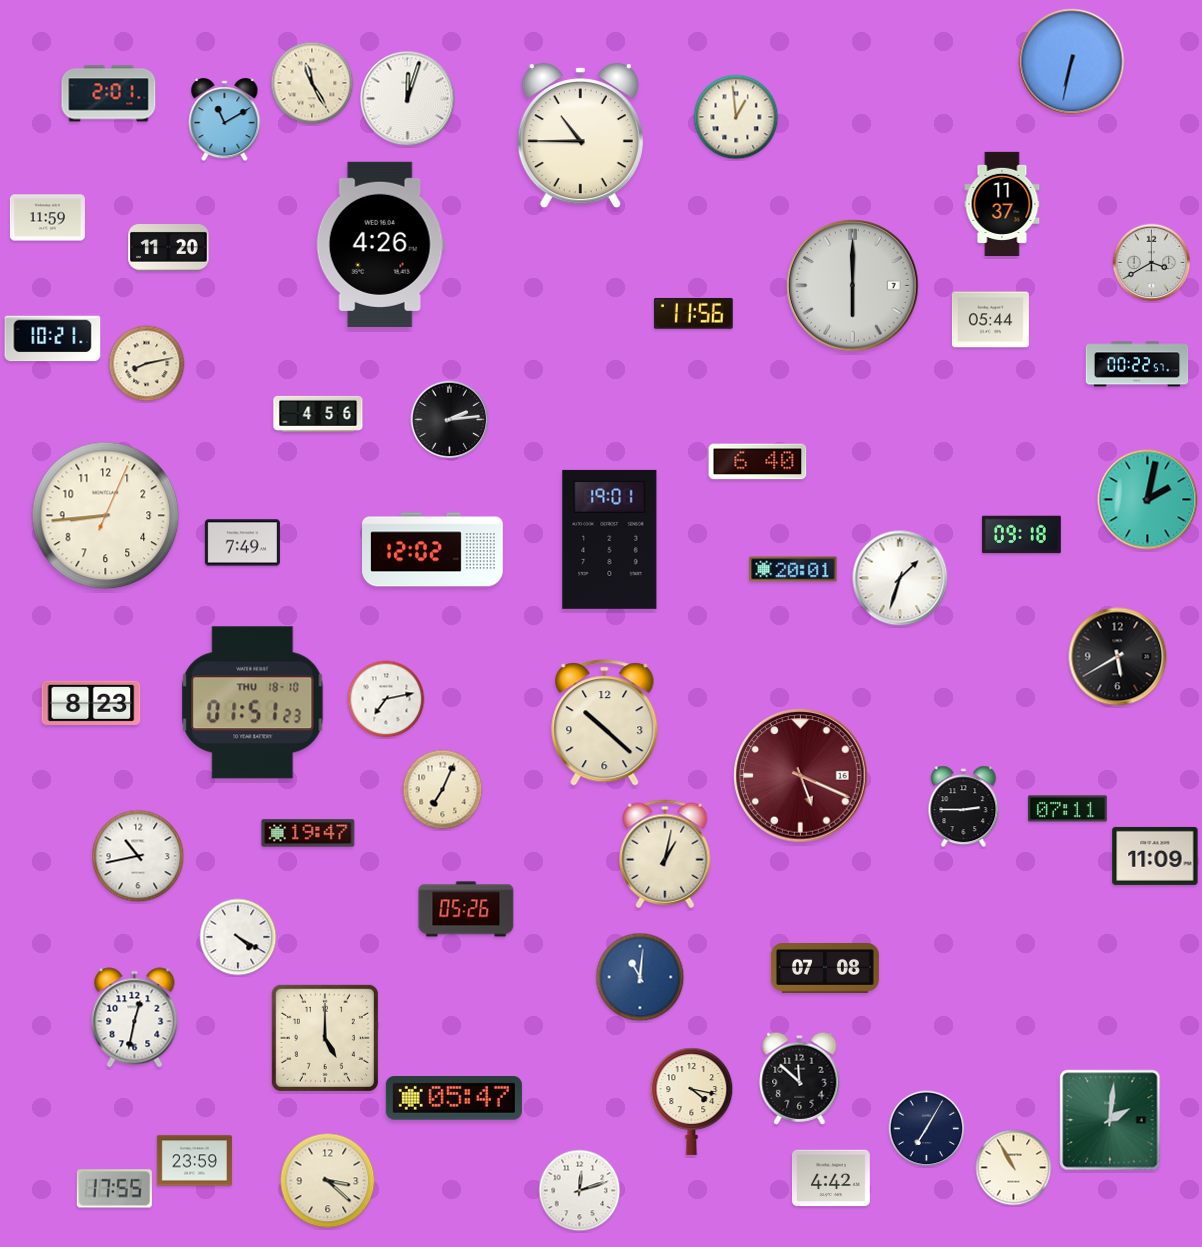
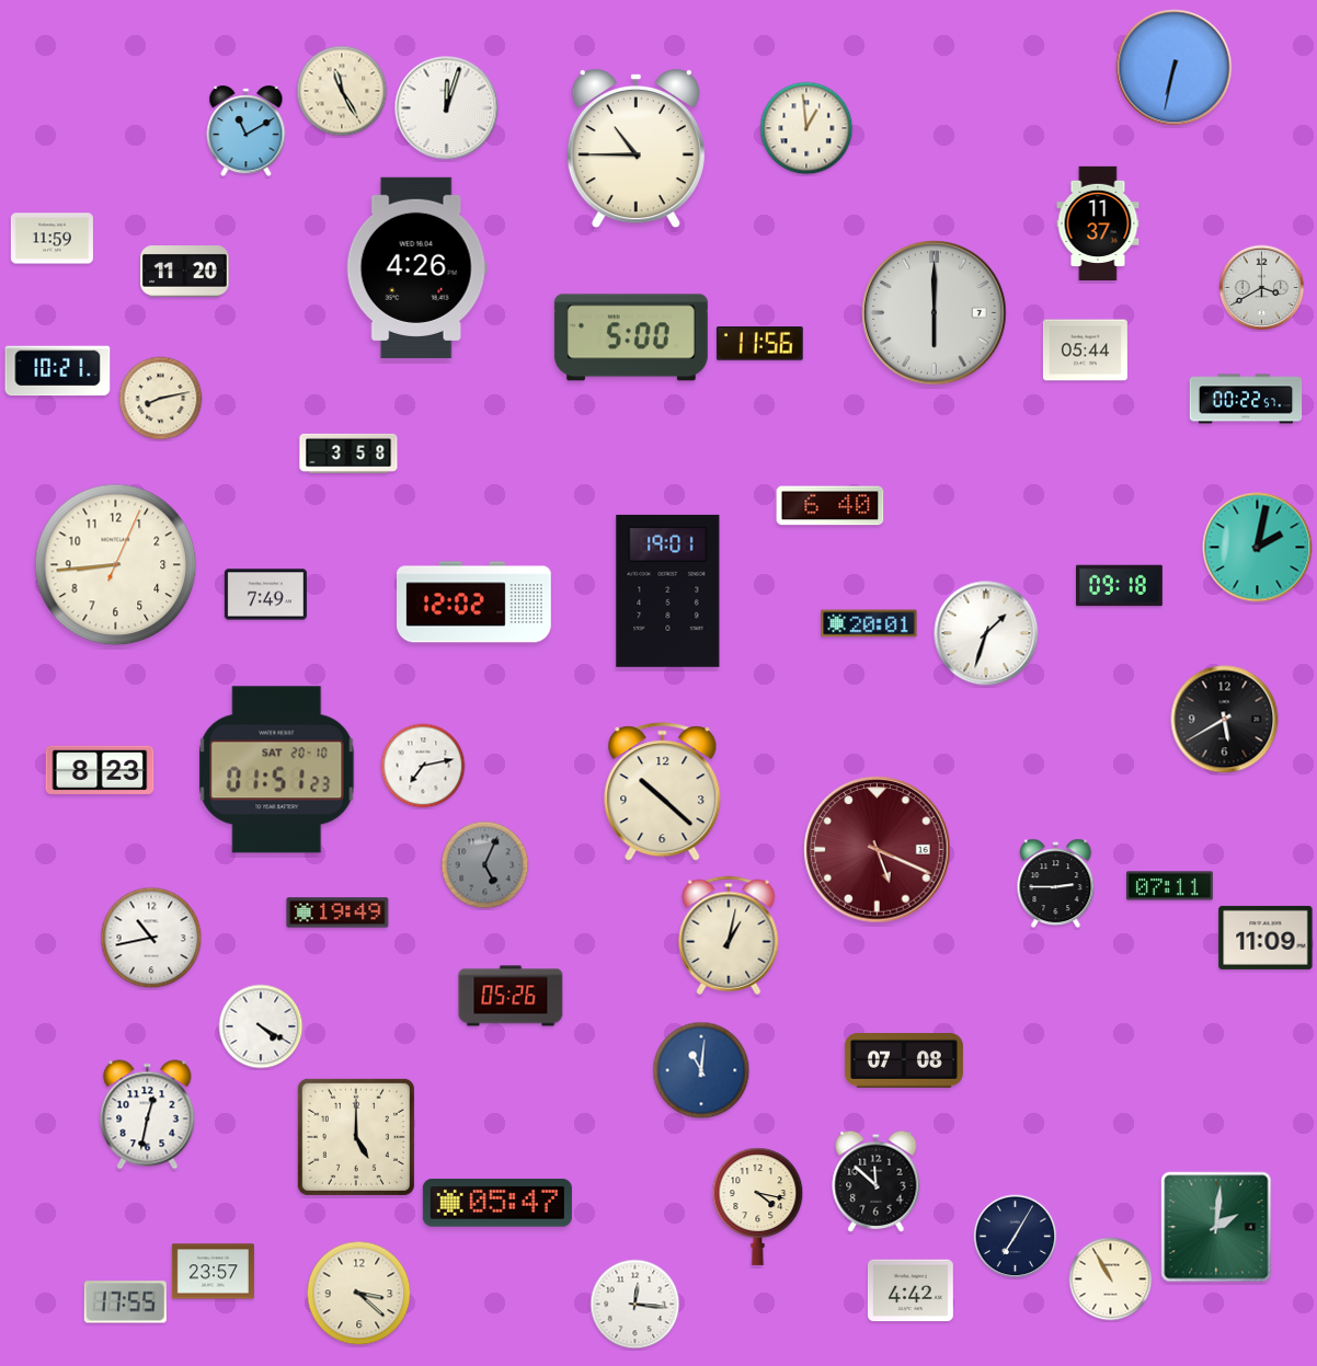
clock at (109, 94): 2:01 -> none
clock at (631, 337): none -> 5:00
clock at (318, 414): 4:56 -> 3:58
clock at (450, 420): 2:14 -> none
clock at (253, 703) date: THU 18-10 -> SAT 20-10
clock at (443, 790): 7:04 -> 5:04
clock at (443, 790) dial: cream -> grey
clock at (308, 833): 19:47 -> 19:49
clock at (194, 1161): 23:59 -> 23:57
clock at (580, 1191): 12:12 -> 12:16
